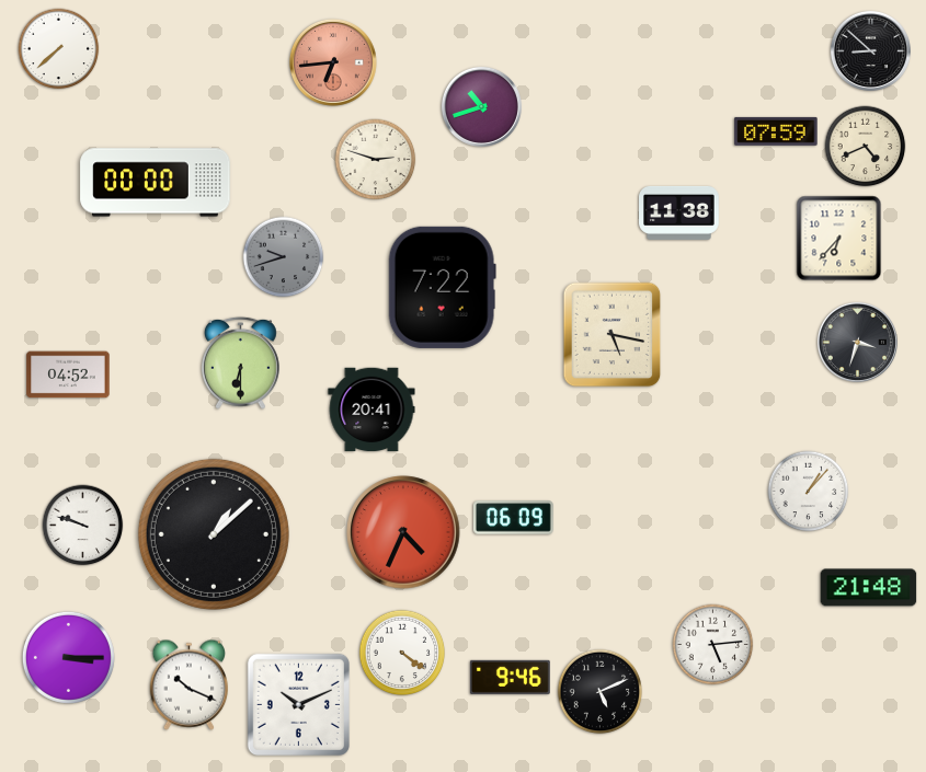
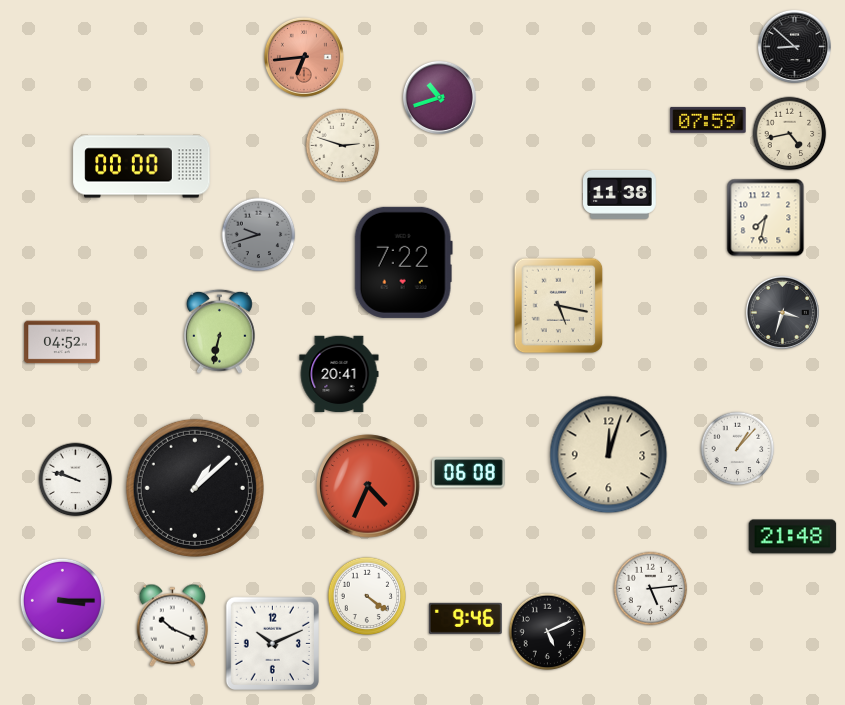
clock at (59, 49): 7:38 -> none
clock at (866, 147): 4:41 -> 4:43
clock at (839, 239): 6:37 -> 7:32
clock at (241, 362): 6:30 -> 6:32
clock at (609, 455): none -> 12:03
clock at (513, 518): 06:09 -> 06:08
